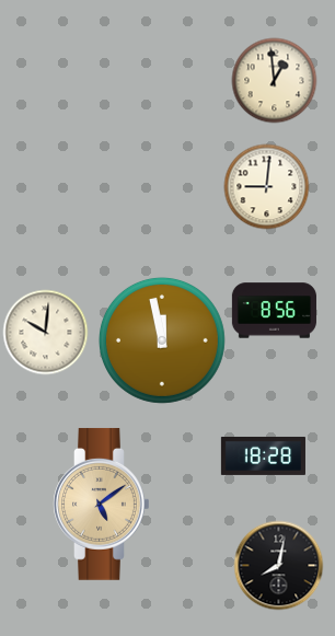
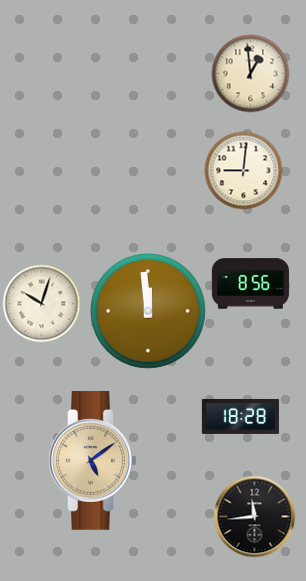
clock at (45, 332): 10:01 -> 10:03
clock at (162, 340): 11:58 -> 11:59
clock at (278, 565): 8:02 -> 11:44
